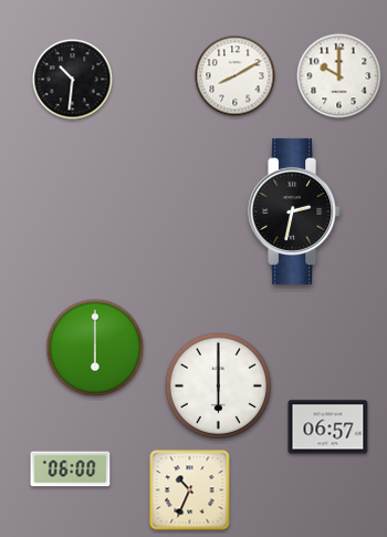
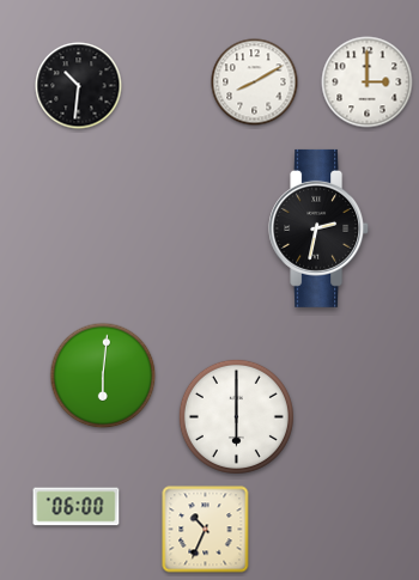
clock at (339, 76): 10:00 -> 3:00
clock at (95, 348): 6:00 -> 6:01
clock at (328, 427): 06:57 -> none
